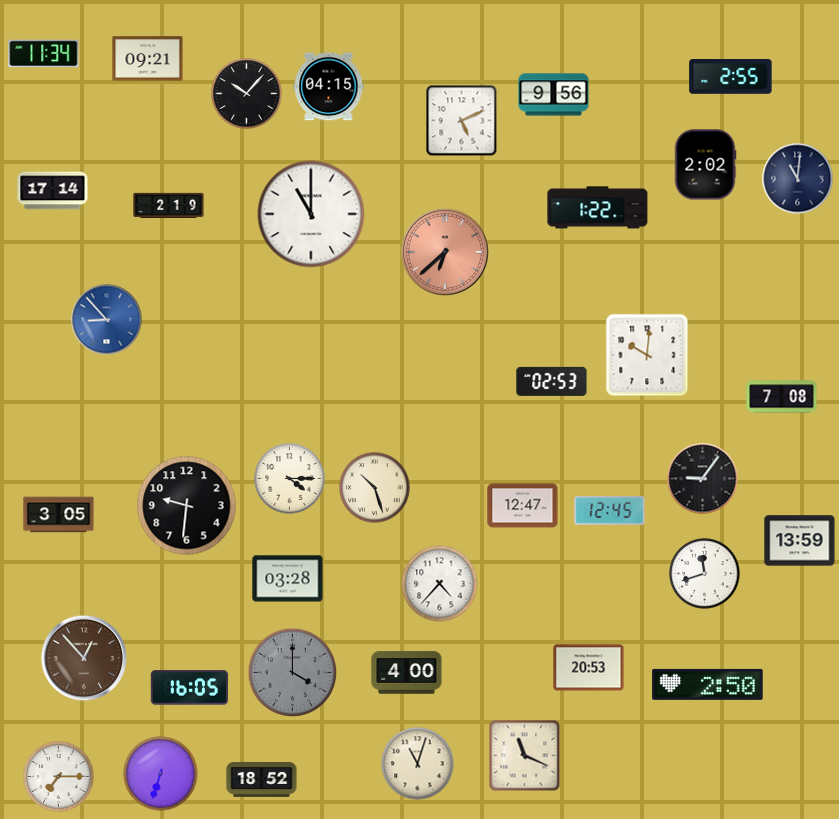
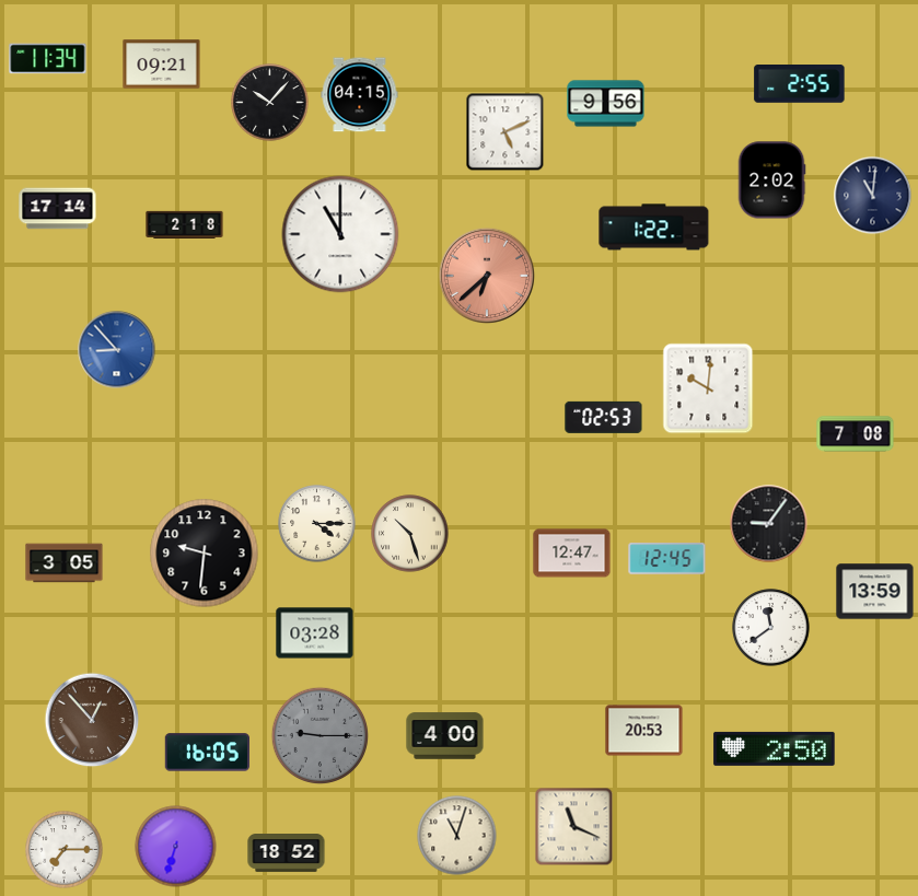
clock at (169, 205): 2:19 -> 2:18
clock at (705, 574): 11:42 -> 11:39
clock at (440, 584): 4:37 -> none
clock at (293, 673): 4:00 -> 9:15
